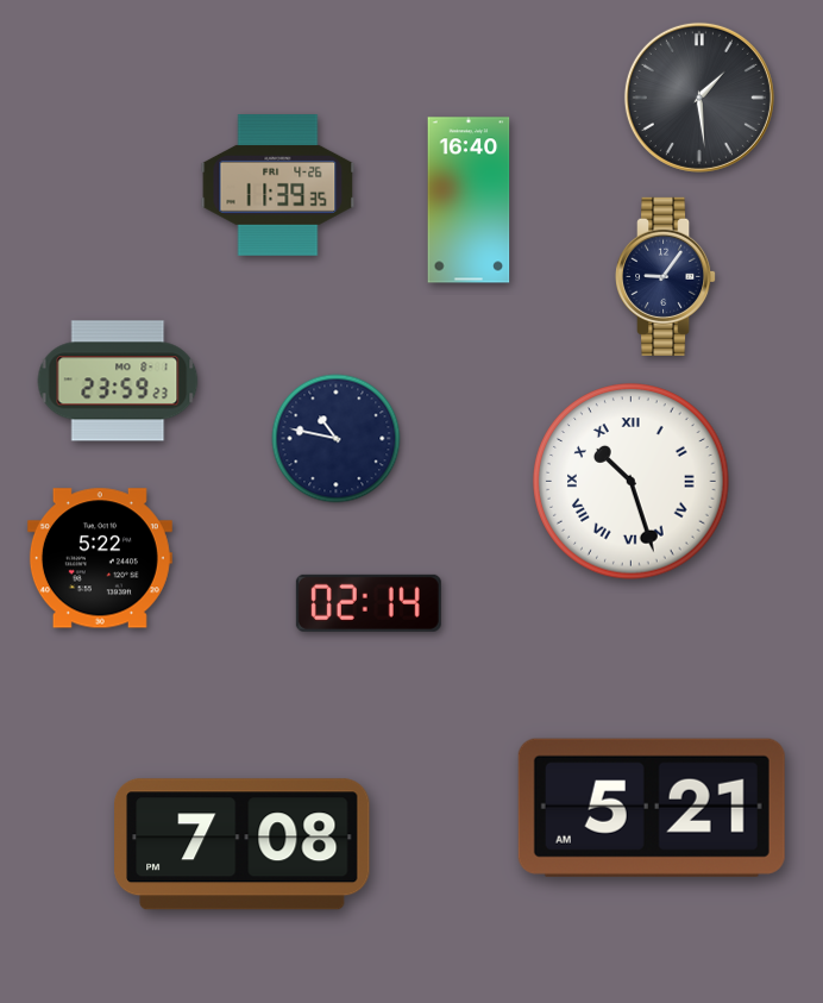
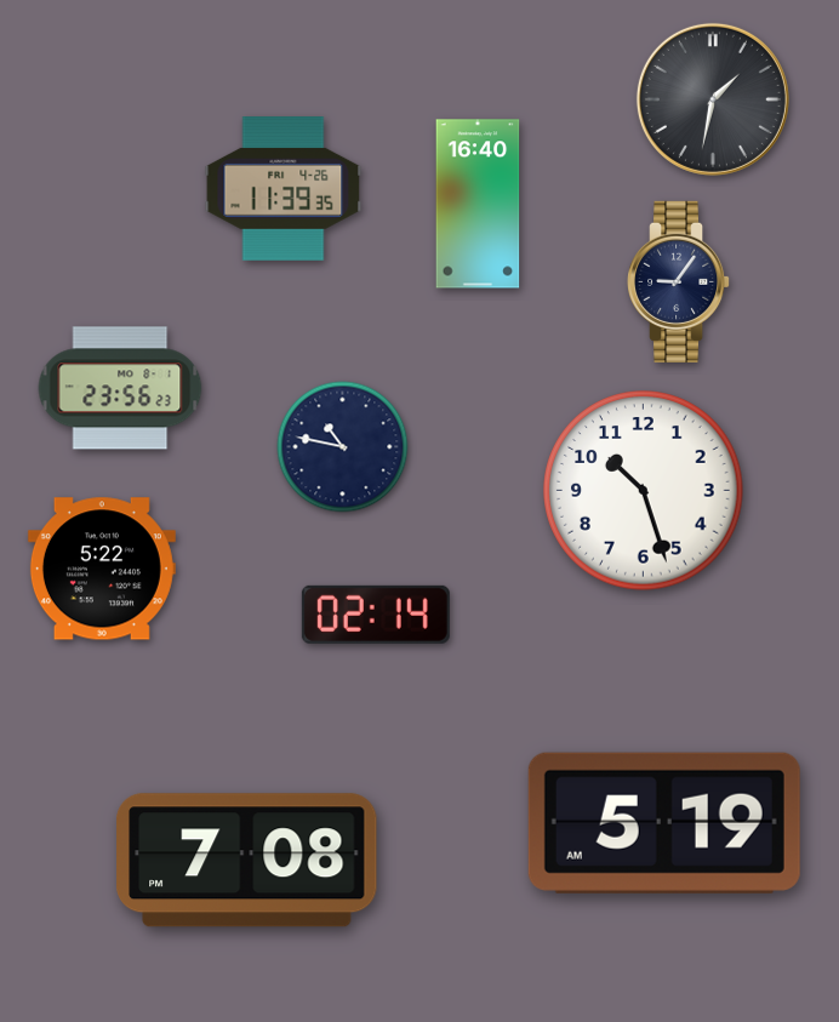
clock at (699, 98): 1:29 -> 1:32
clock at (118, 381): 23:59 -> 23:56
clock at (632, 482) numerals: Roman -> Arabic
clock at (652, 808): 5:21 -> 5:19
